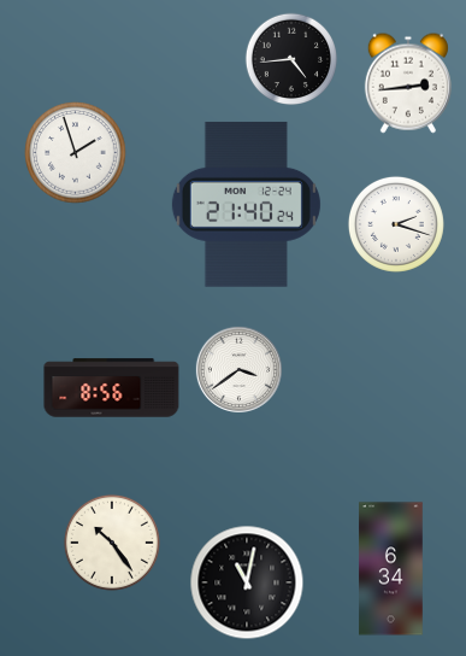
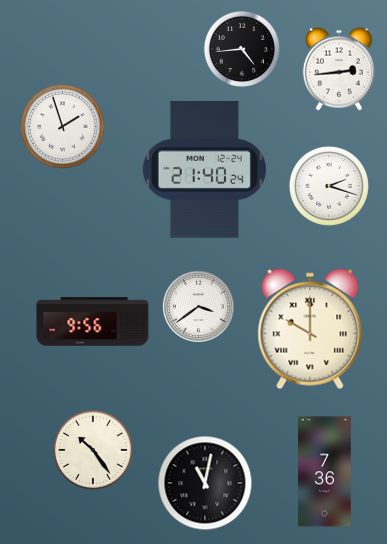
clock at (112, 388): 8:56 -> 9:56
clock at (310, 329): none -> 10:00
clock at (391, 569): 6:34 -> 7:36
